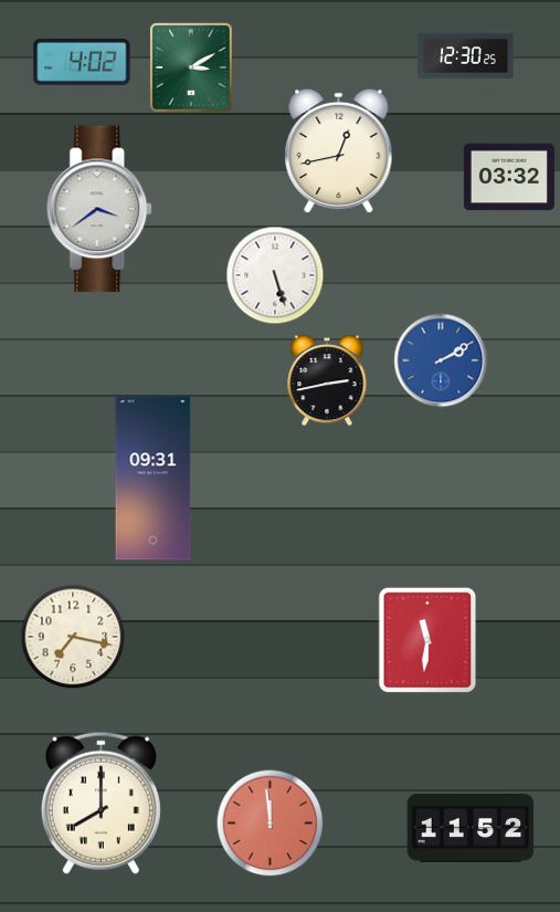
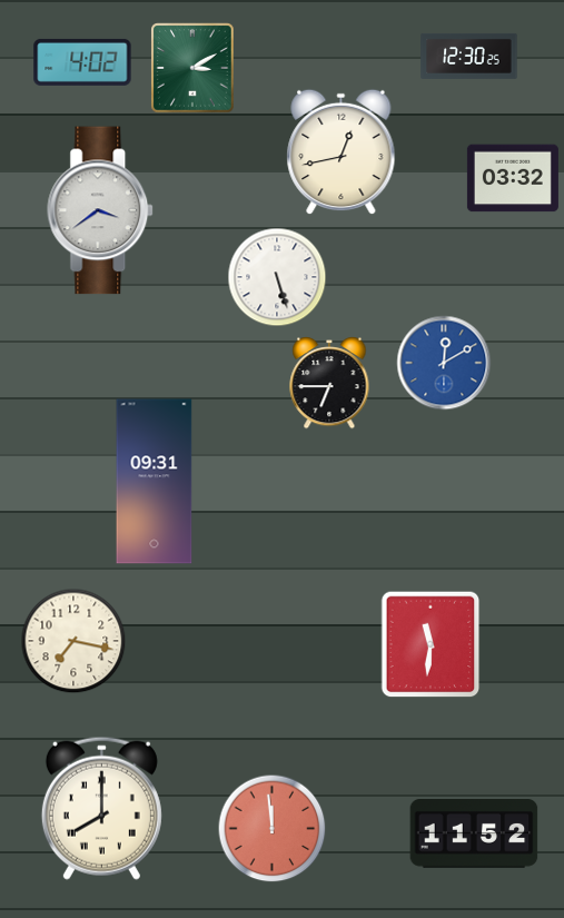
clock at (441, 360): 2:10 -> 12:10
clock at (327, 381): 2:43 -> 6:45
